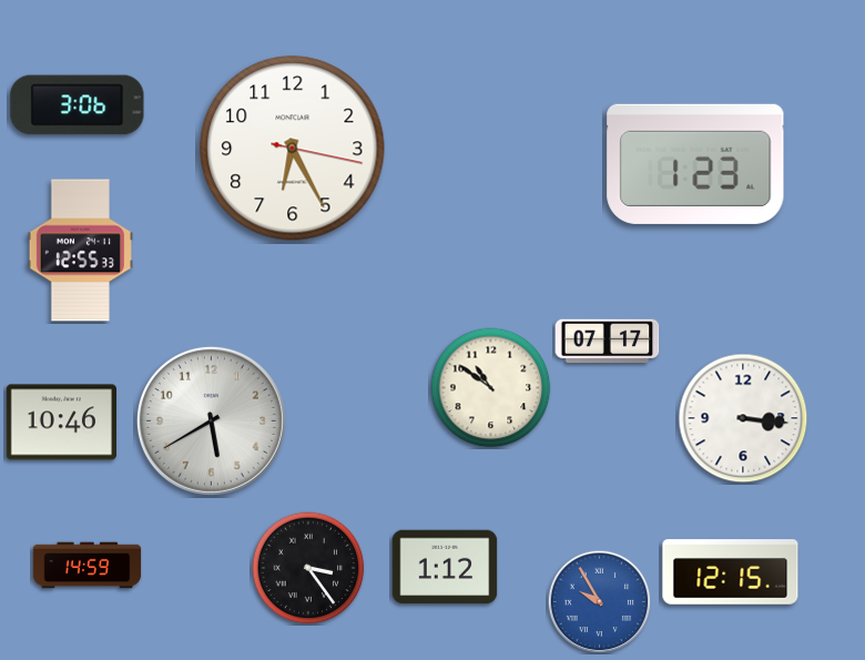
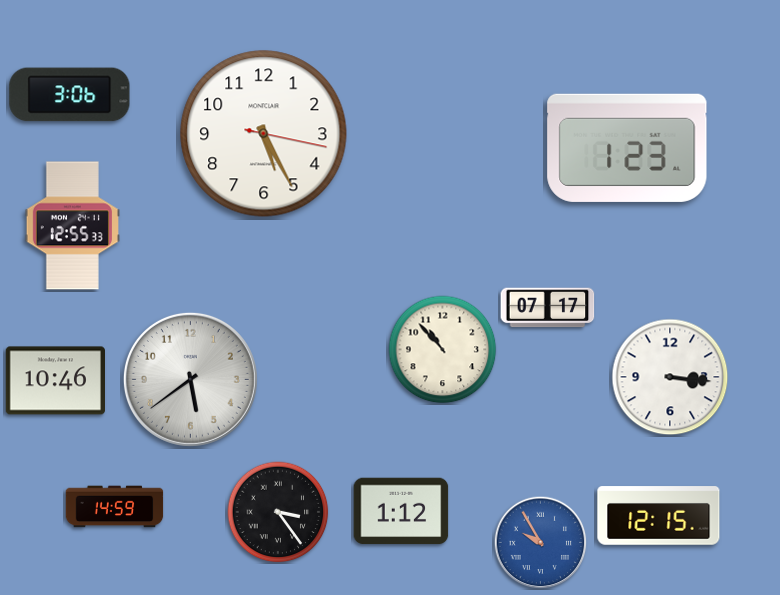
clock at (293, 149): 6:25 -> 5:25
clock at (491, 388): 10:51 -> 10:53
clock at (211, 420): 5:40 -> 5:39
clock at (88, 566) position: (88, 566) -> (115, 507)
